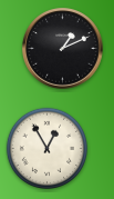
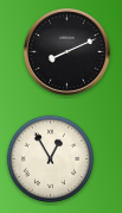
clock at (63, 49): 1:11 -> 8:11
